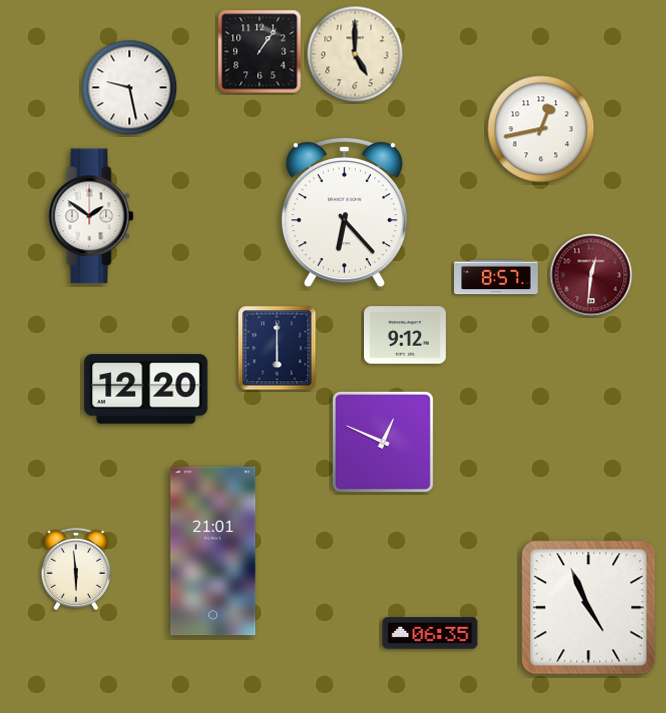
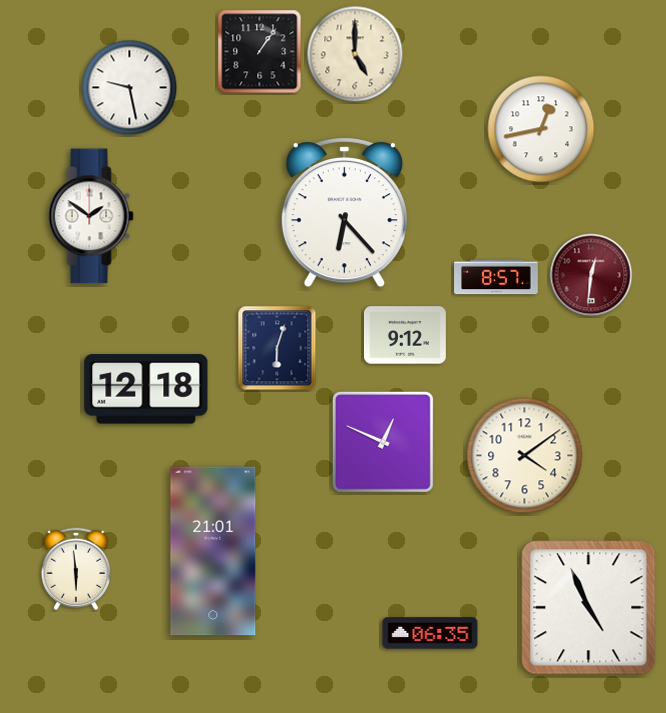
clock at (277, 348): 6:00 -> 6:03
clock at (146, 389): 12:20 -> 12:18
clock at (525, 456): none -> 4:09
